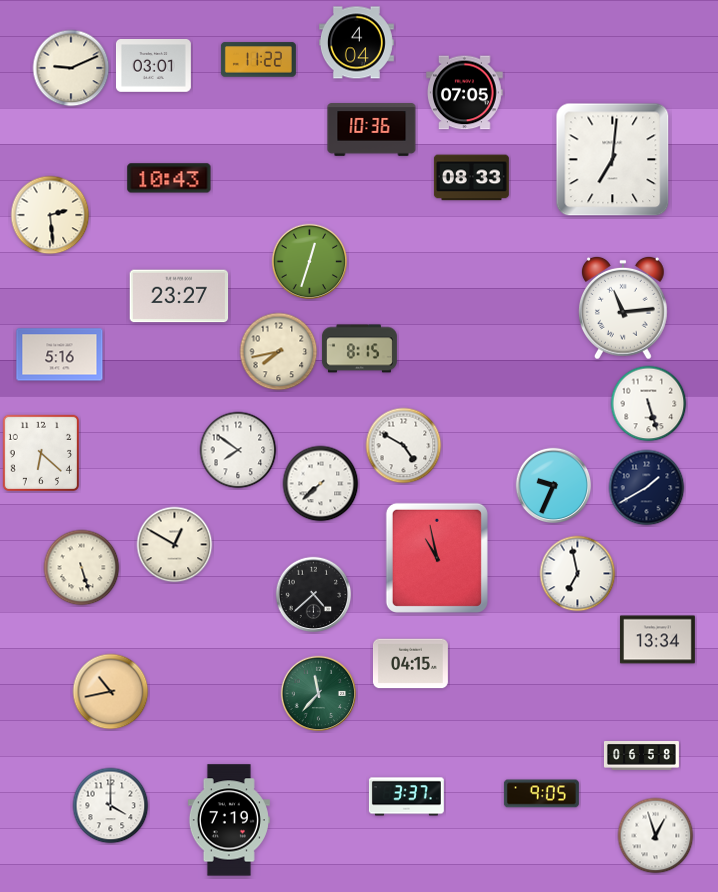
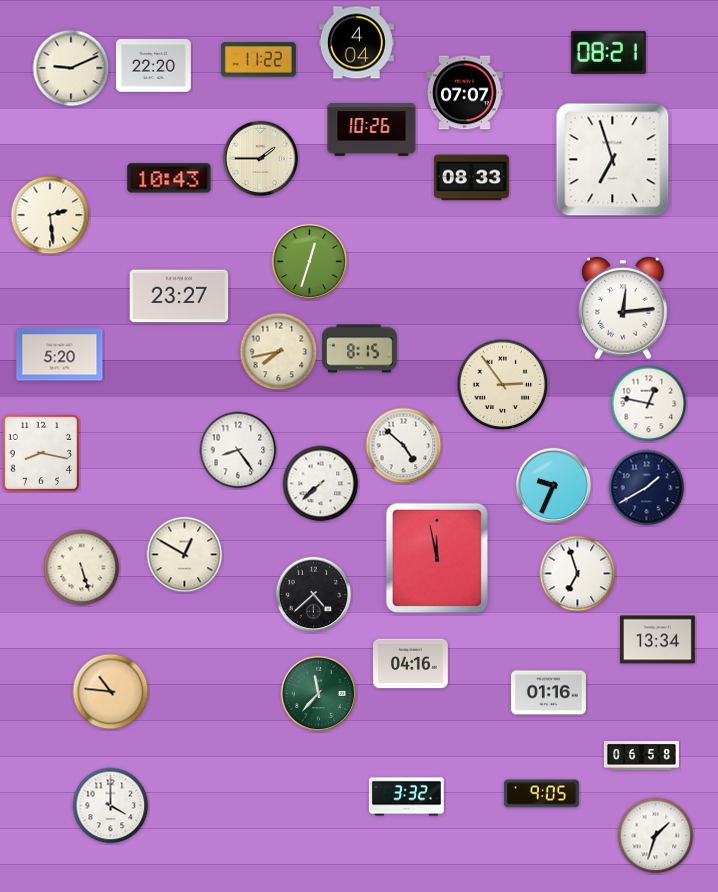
clock at (608, 52): none -> 08:21
clock at (153, 66): 03:01 -> 22:20
clock at (465, 93): 07:05 -> 07:07
clock at (372, 130): 10:36 -> 10:26
clock at (261, 159): none -> 1:45
clock at (613, 160): 7:01 -> 6:57
clock at (624, 308): 11:14 -> 12:14
clock at (60, 355): 5:16 -> 5:20
clock at (503, 385): none -> 2:54
clock at (649, 404): 5:27 -> 12:47
clock at (404, 446): 4:50 -> 4:52
clock at (238, 450): 7:51 -> 8:24
clock at (41, 453): 6:22 -> 8:17
clock at (175, 545) position: (175, 545) -> (185, 555)
clock at (437, 558): 10:58 -> 11:58
clock at (578, 574): 6:58 -> 6:57
clock at (410, 664): 04:15 -> 04:16
clock at (111, 692): 10:43 -> 10:46
clock at (548, 693): none -> 01:16
clock at (406, 797): 3:37 -> 3:32
clock at (229, 820): 7:19 -> none
clock at (656, 836): 12:57 -> 1:33
